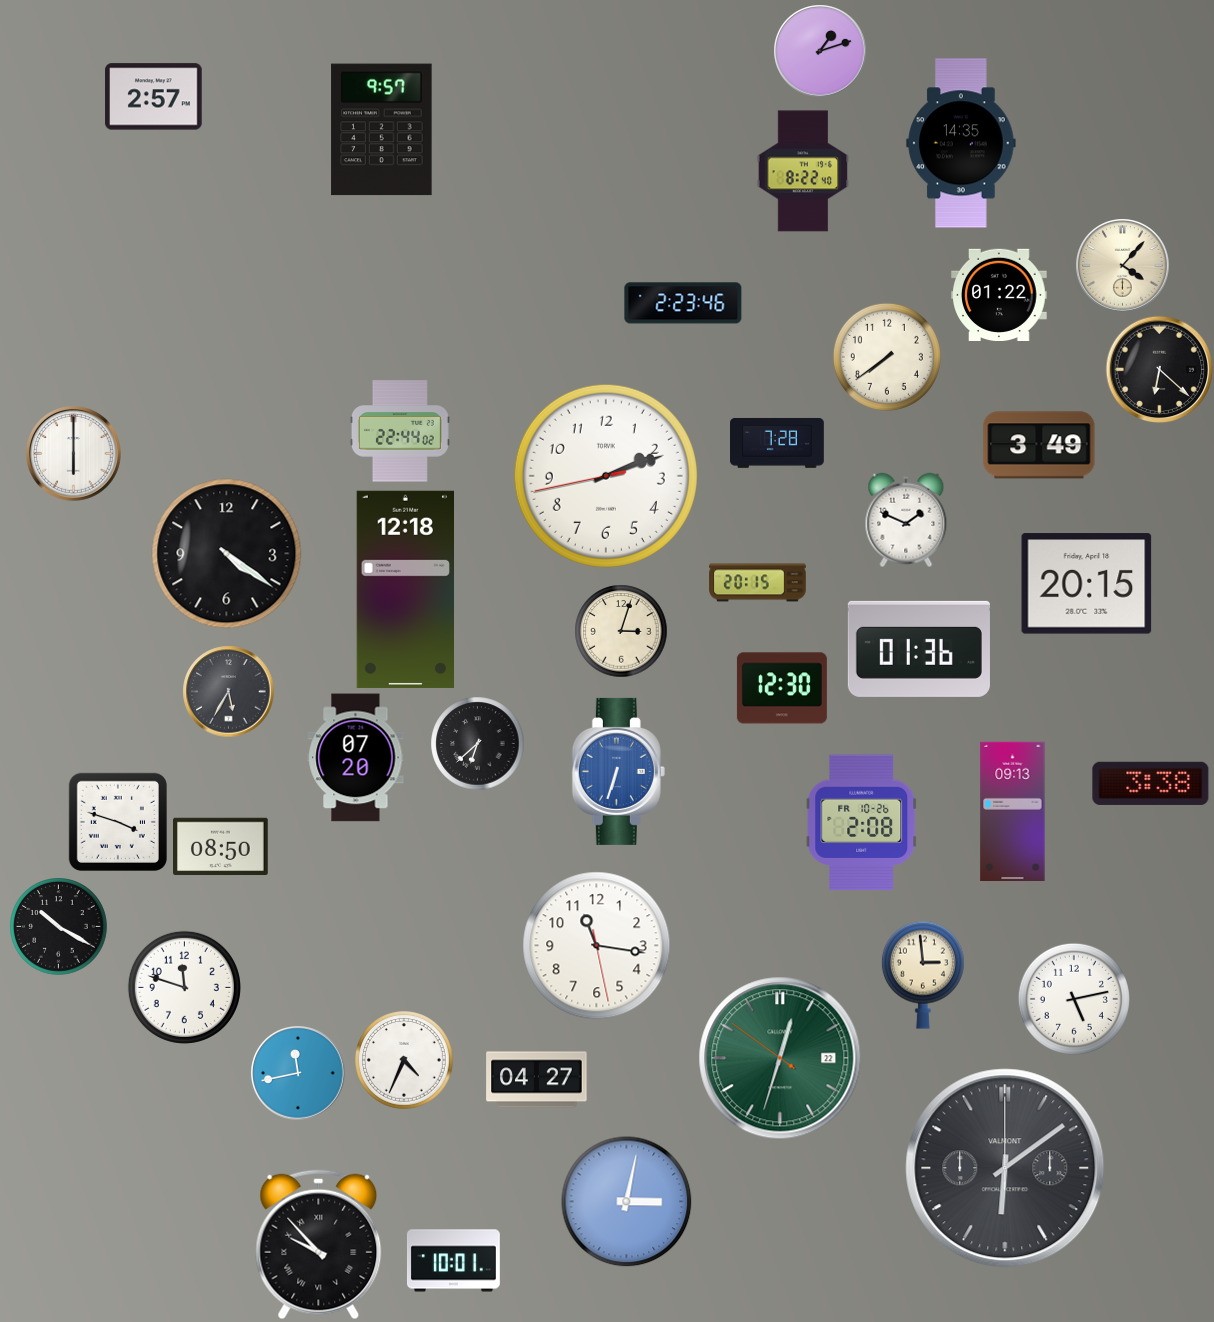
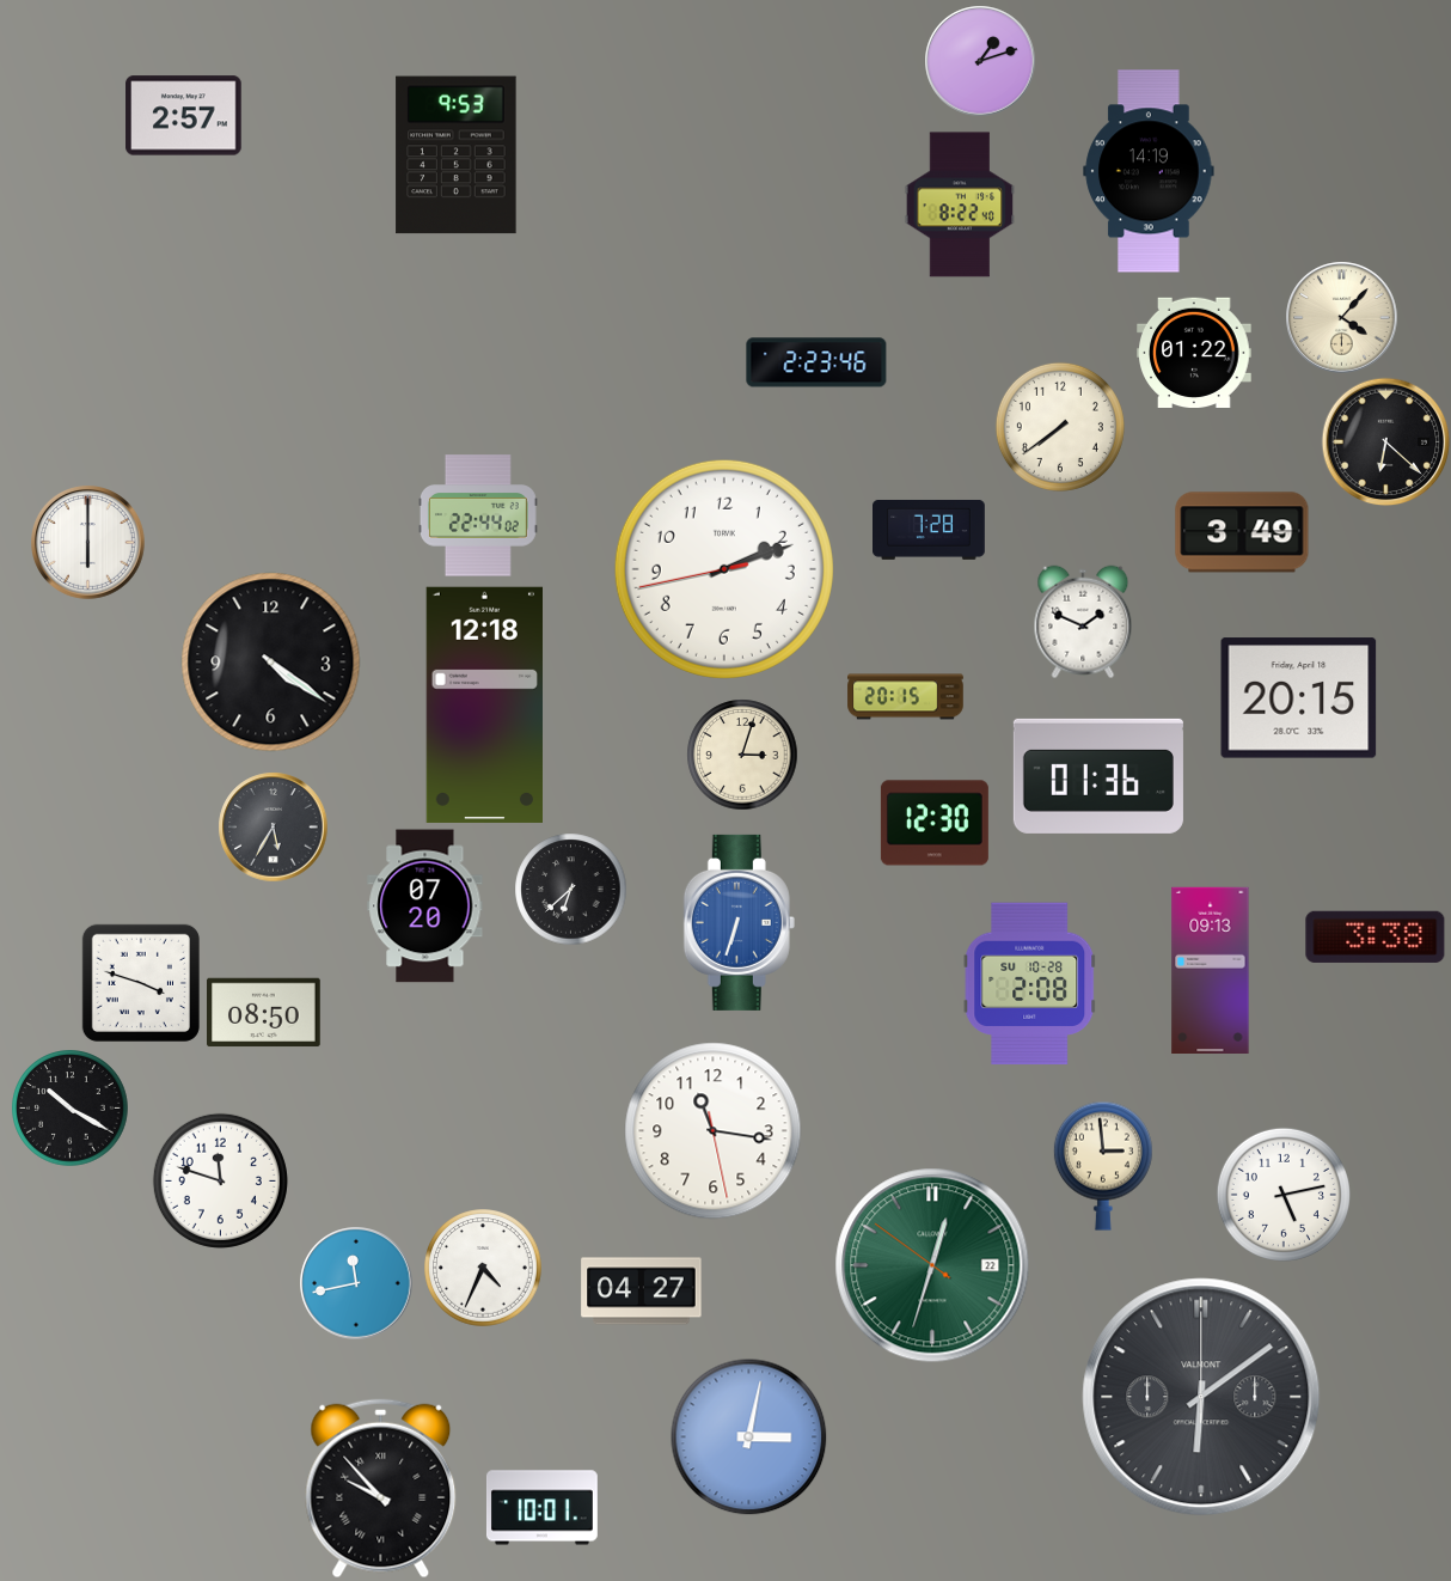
clock at (382, 130): 9:57 -> 9:53
clock at (961, 143): 14:35 -> 14:19
clock at (862, 823) date: FR 10-26 -> SU 10-28
